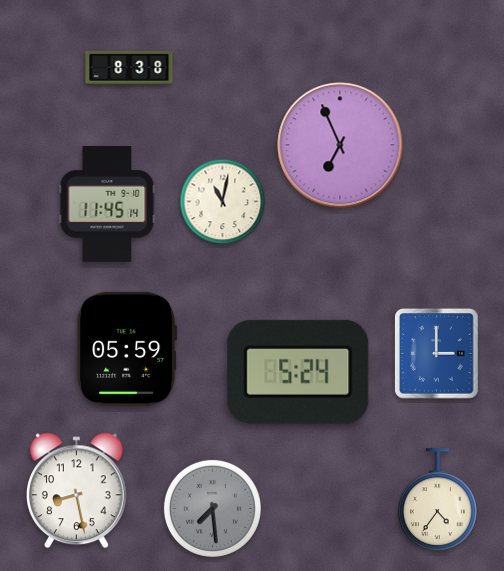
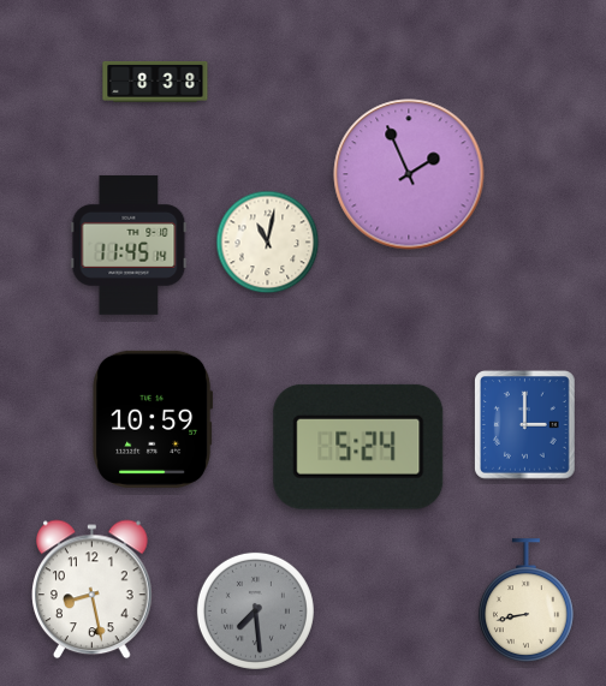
clock at (340, 145): 6:56 -> 1:56
clock at (127, 349): 05:59 -> 10:59
clock at (437, 500): 4:36 -> 8:43
